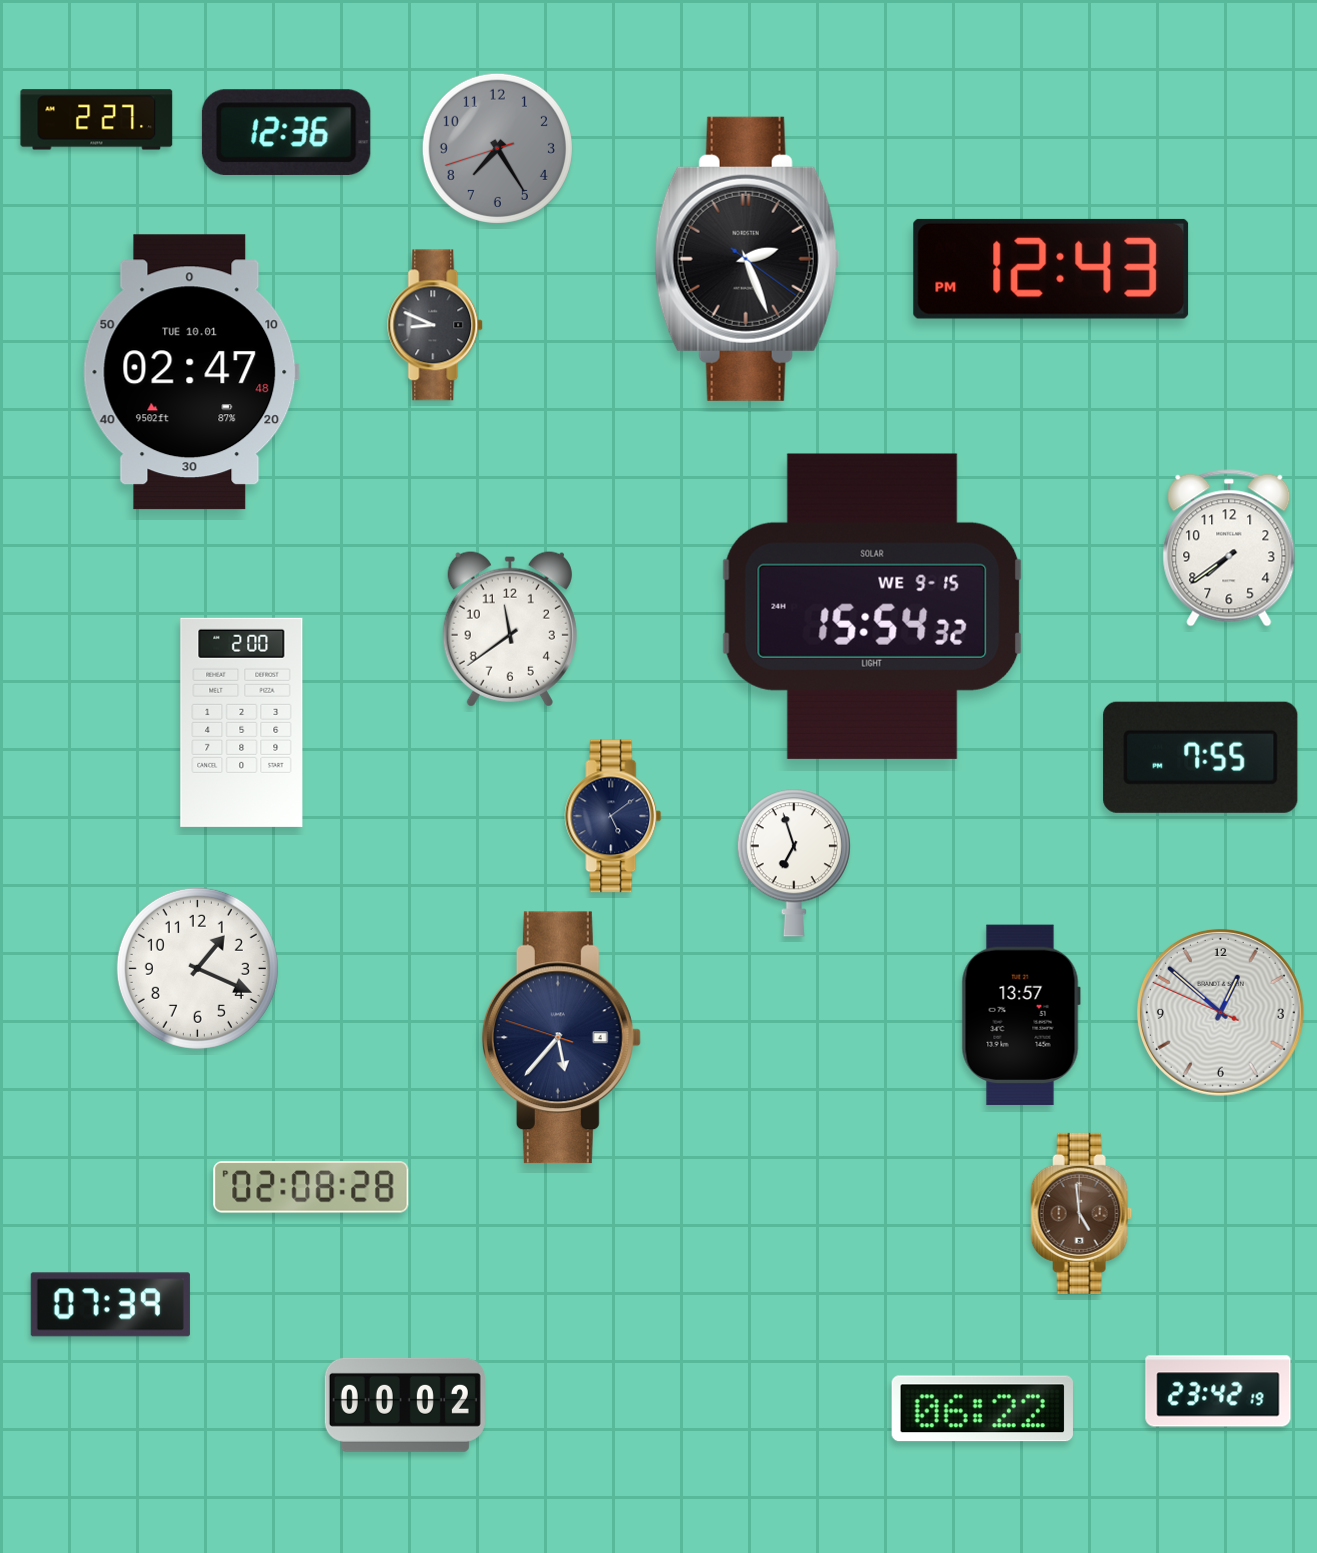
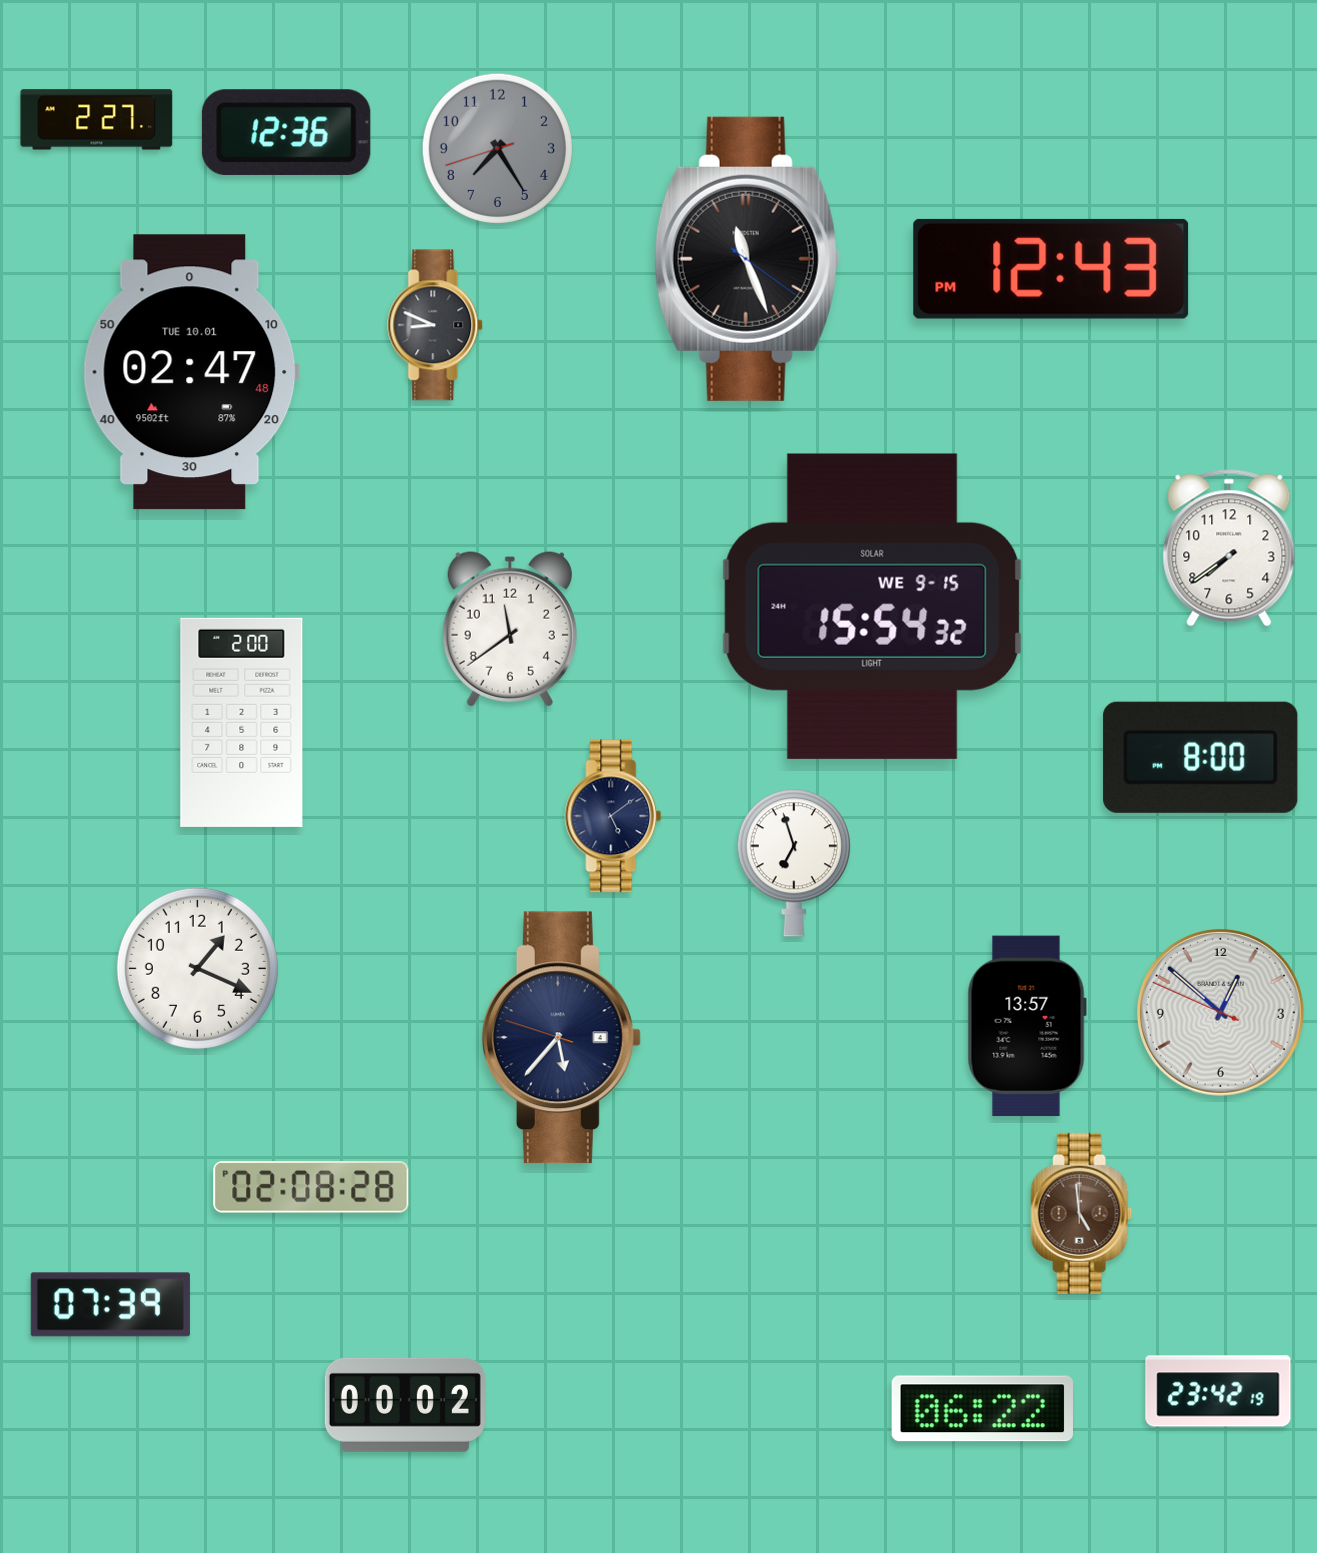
clock at (747, 259): 2:26 -> 11:26
clock at (1201, 757): 7:55 -> 8:00
clock at (1021, 1015) position: (1021, 1015) -> (1027, 1026)
